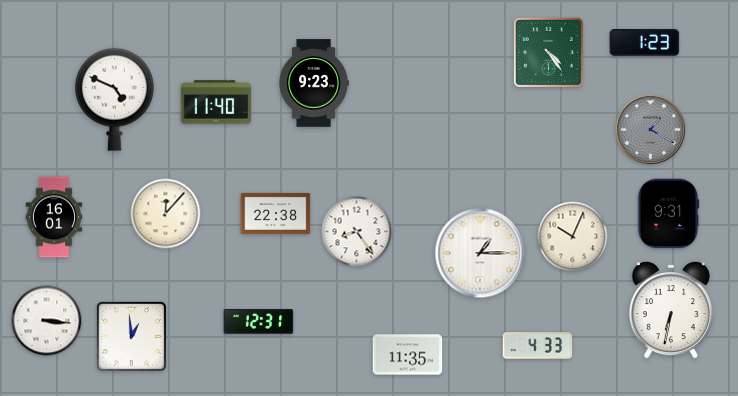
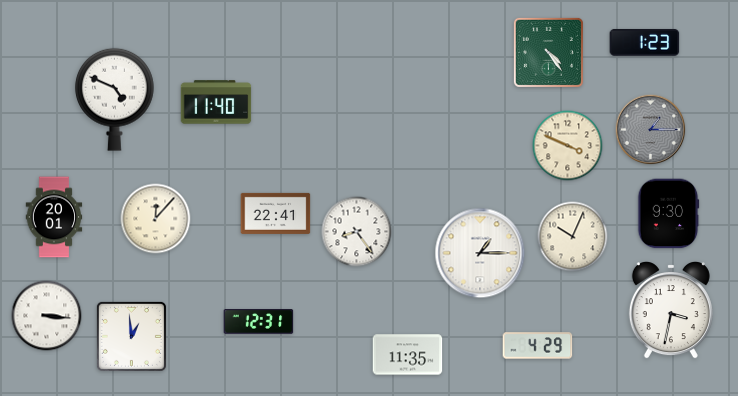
clock at (314, 83): 9:23 -> none
clock at (651, 130): 1:20 -> 1:15
clock at (568, 146): none -> 3:49
clock at (276, 213): 22:38 -> 22:41
clock at (166, 214) position: (166, 214) -> (156, 219)
clock at (668, 214): 9:31 -> 9:30
clock at (54, 217): 16:01 -> 20:01
clock at (671, 311): 6:32 -> 3:32
clock at (47, 321) position: (47, 321) -> (47, 316)
clock at (538, 346): 4:33 -> 4:29
